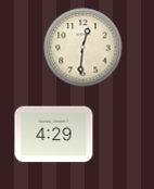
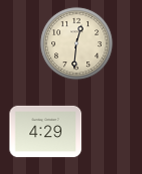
clock at (54, 135) position: (54, 135) -> (46, 132)
